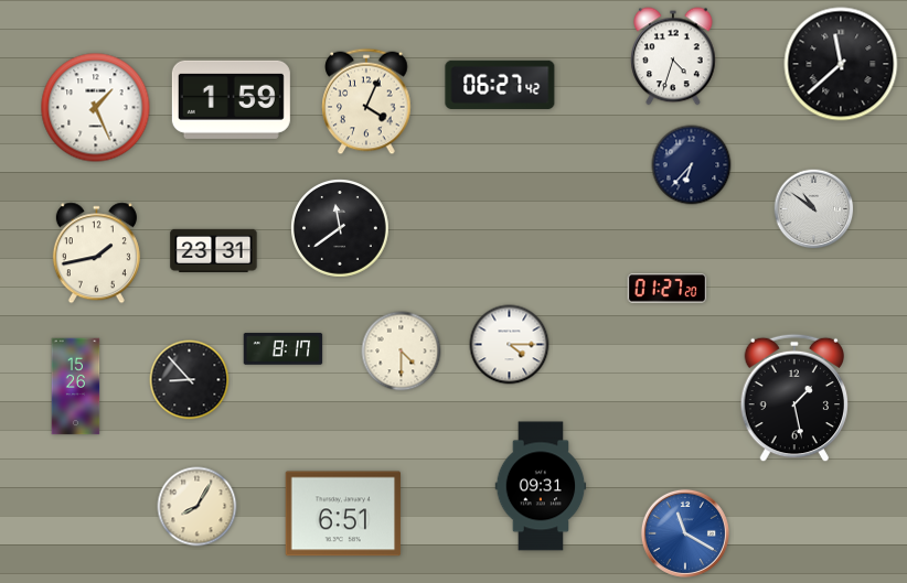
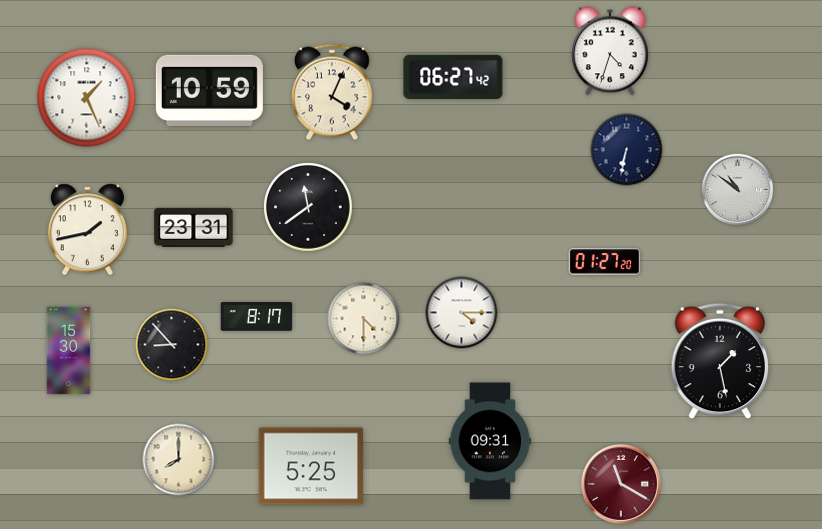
clock at (841, 64): 11:38 -> none
clock at (231, 99): 1:59 -> 10:59
clock at (692, 165): 6:37 -> 6:32
clock at (76, 387): 15:26 -> 15:30
clock at (198, 507): 8:05 -> 8:00
clock at (343, 514): 6:51 -> 5:25
clock at (685, 533) dial: blue -> burgundy
